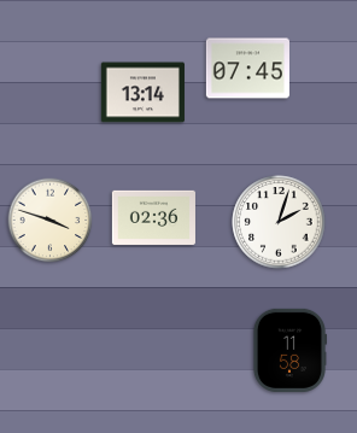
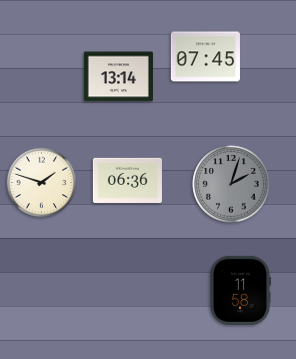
clock at (153, 217): 02:36 -> 06:36
clock at (51, 221): 3:48 -> 1:48
clock at (279, 222) dial: white -> grey
